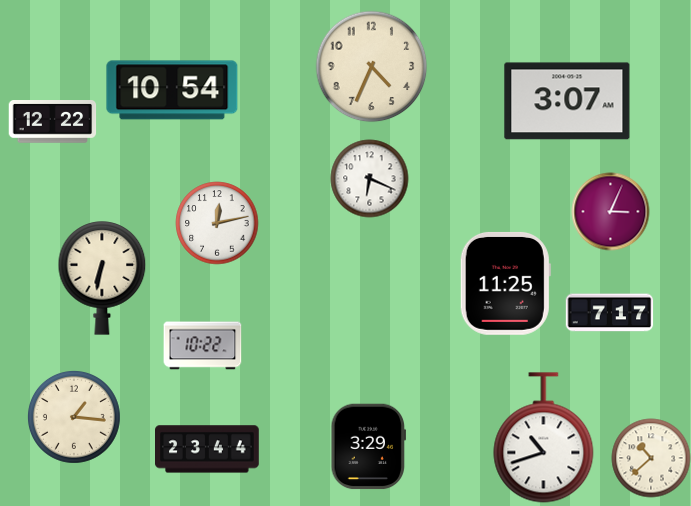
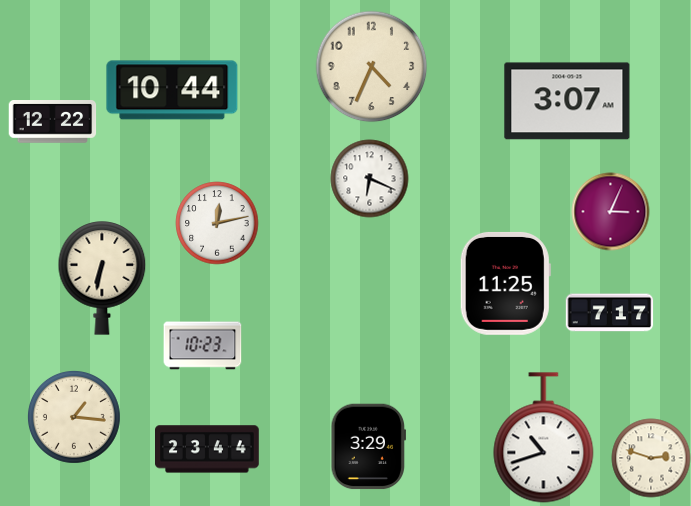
clock at (172, 90): 10:54 -> 10:44
clock at (202, 346): 10:22 -> 10:23
clock at (651, 458): 10:38 -> 2:48
